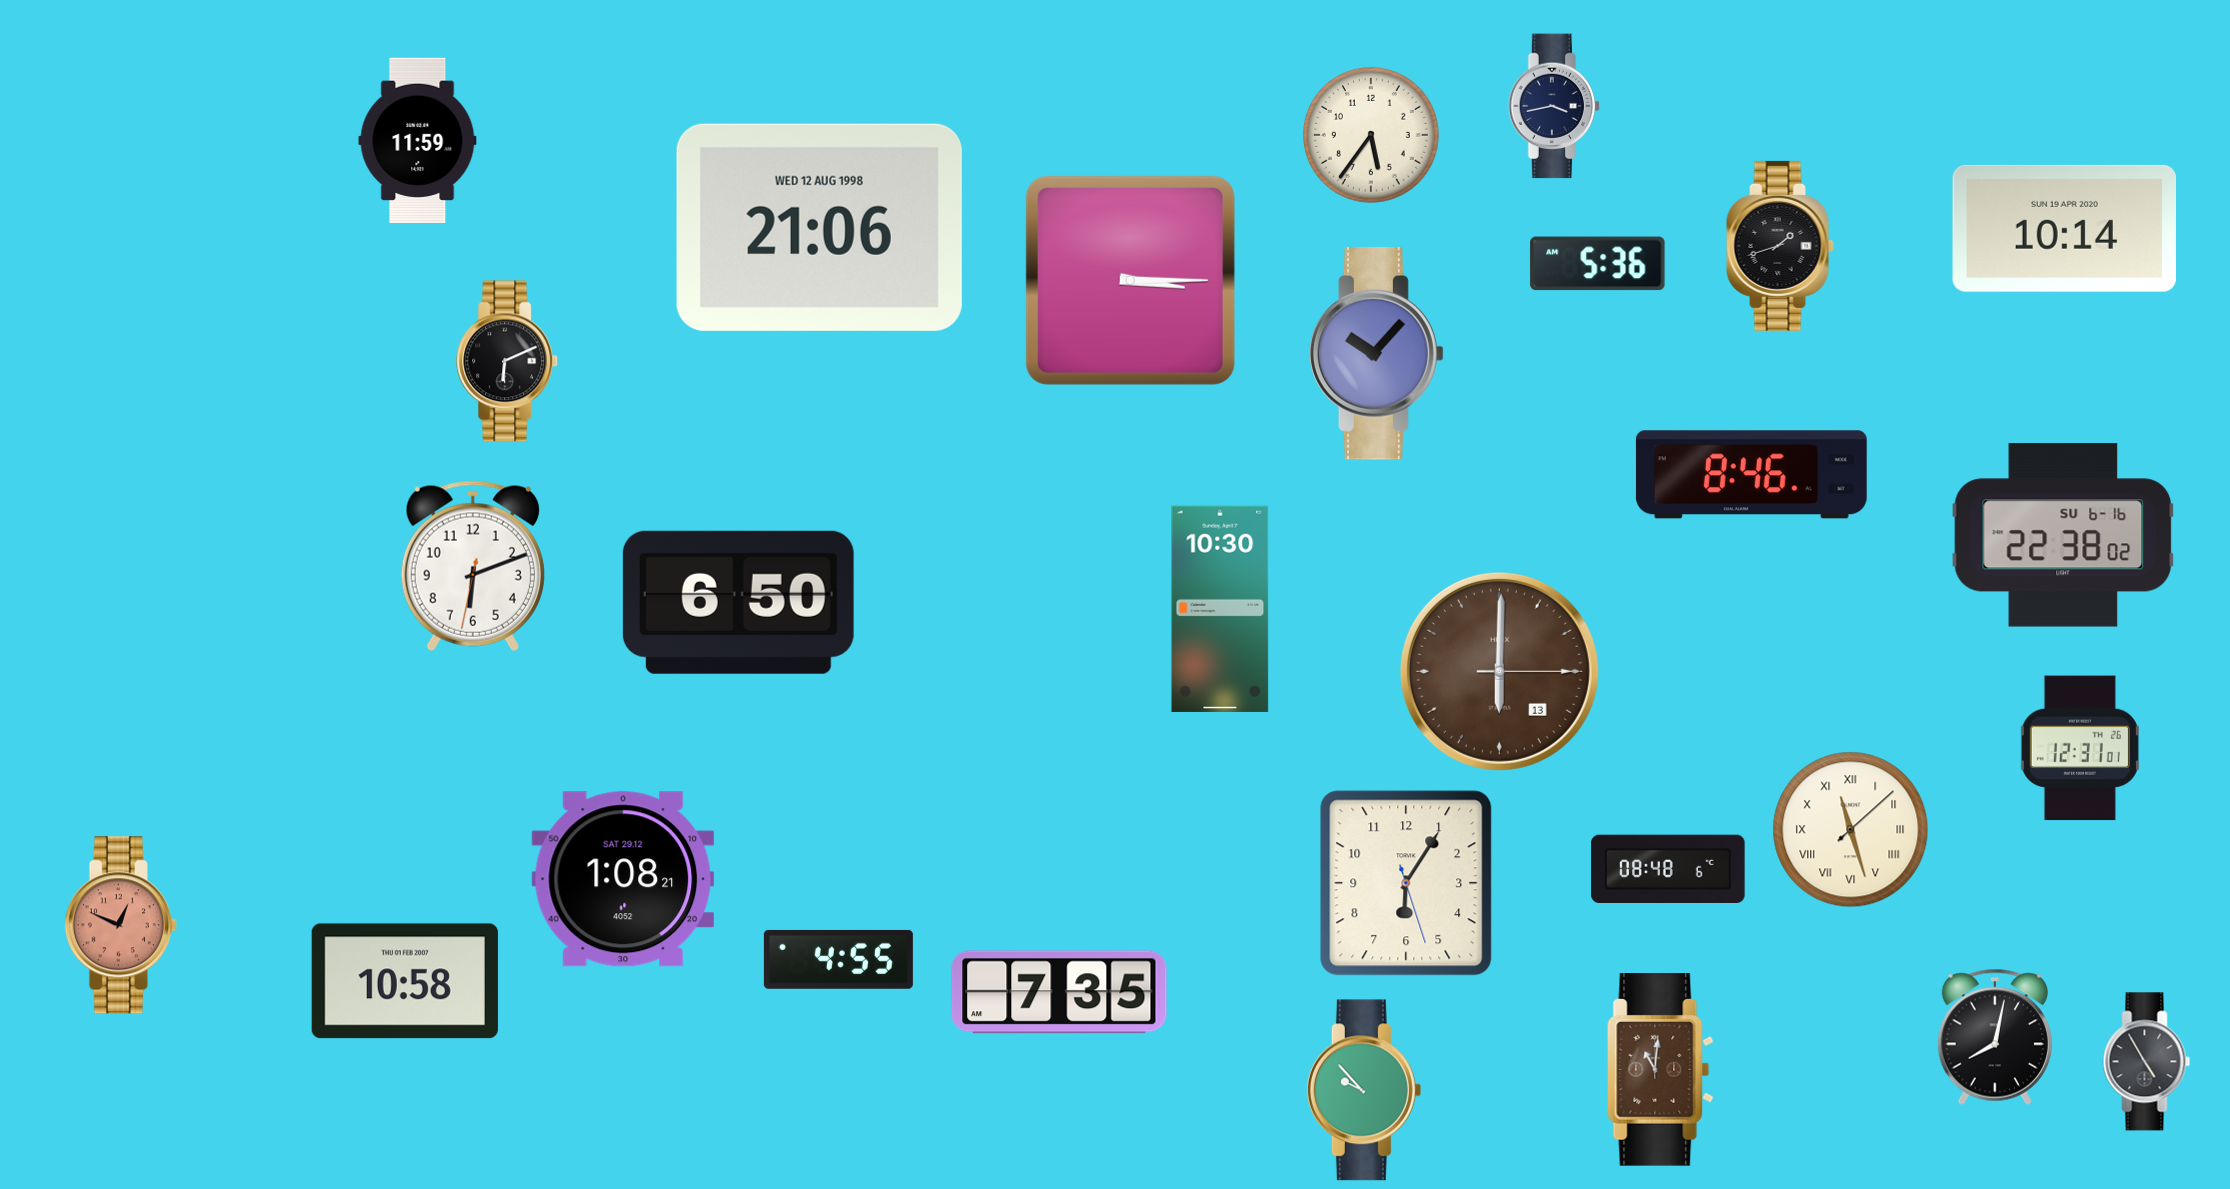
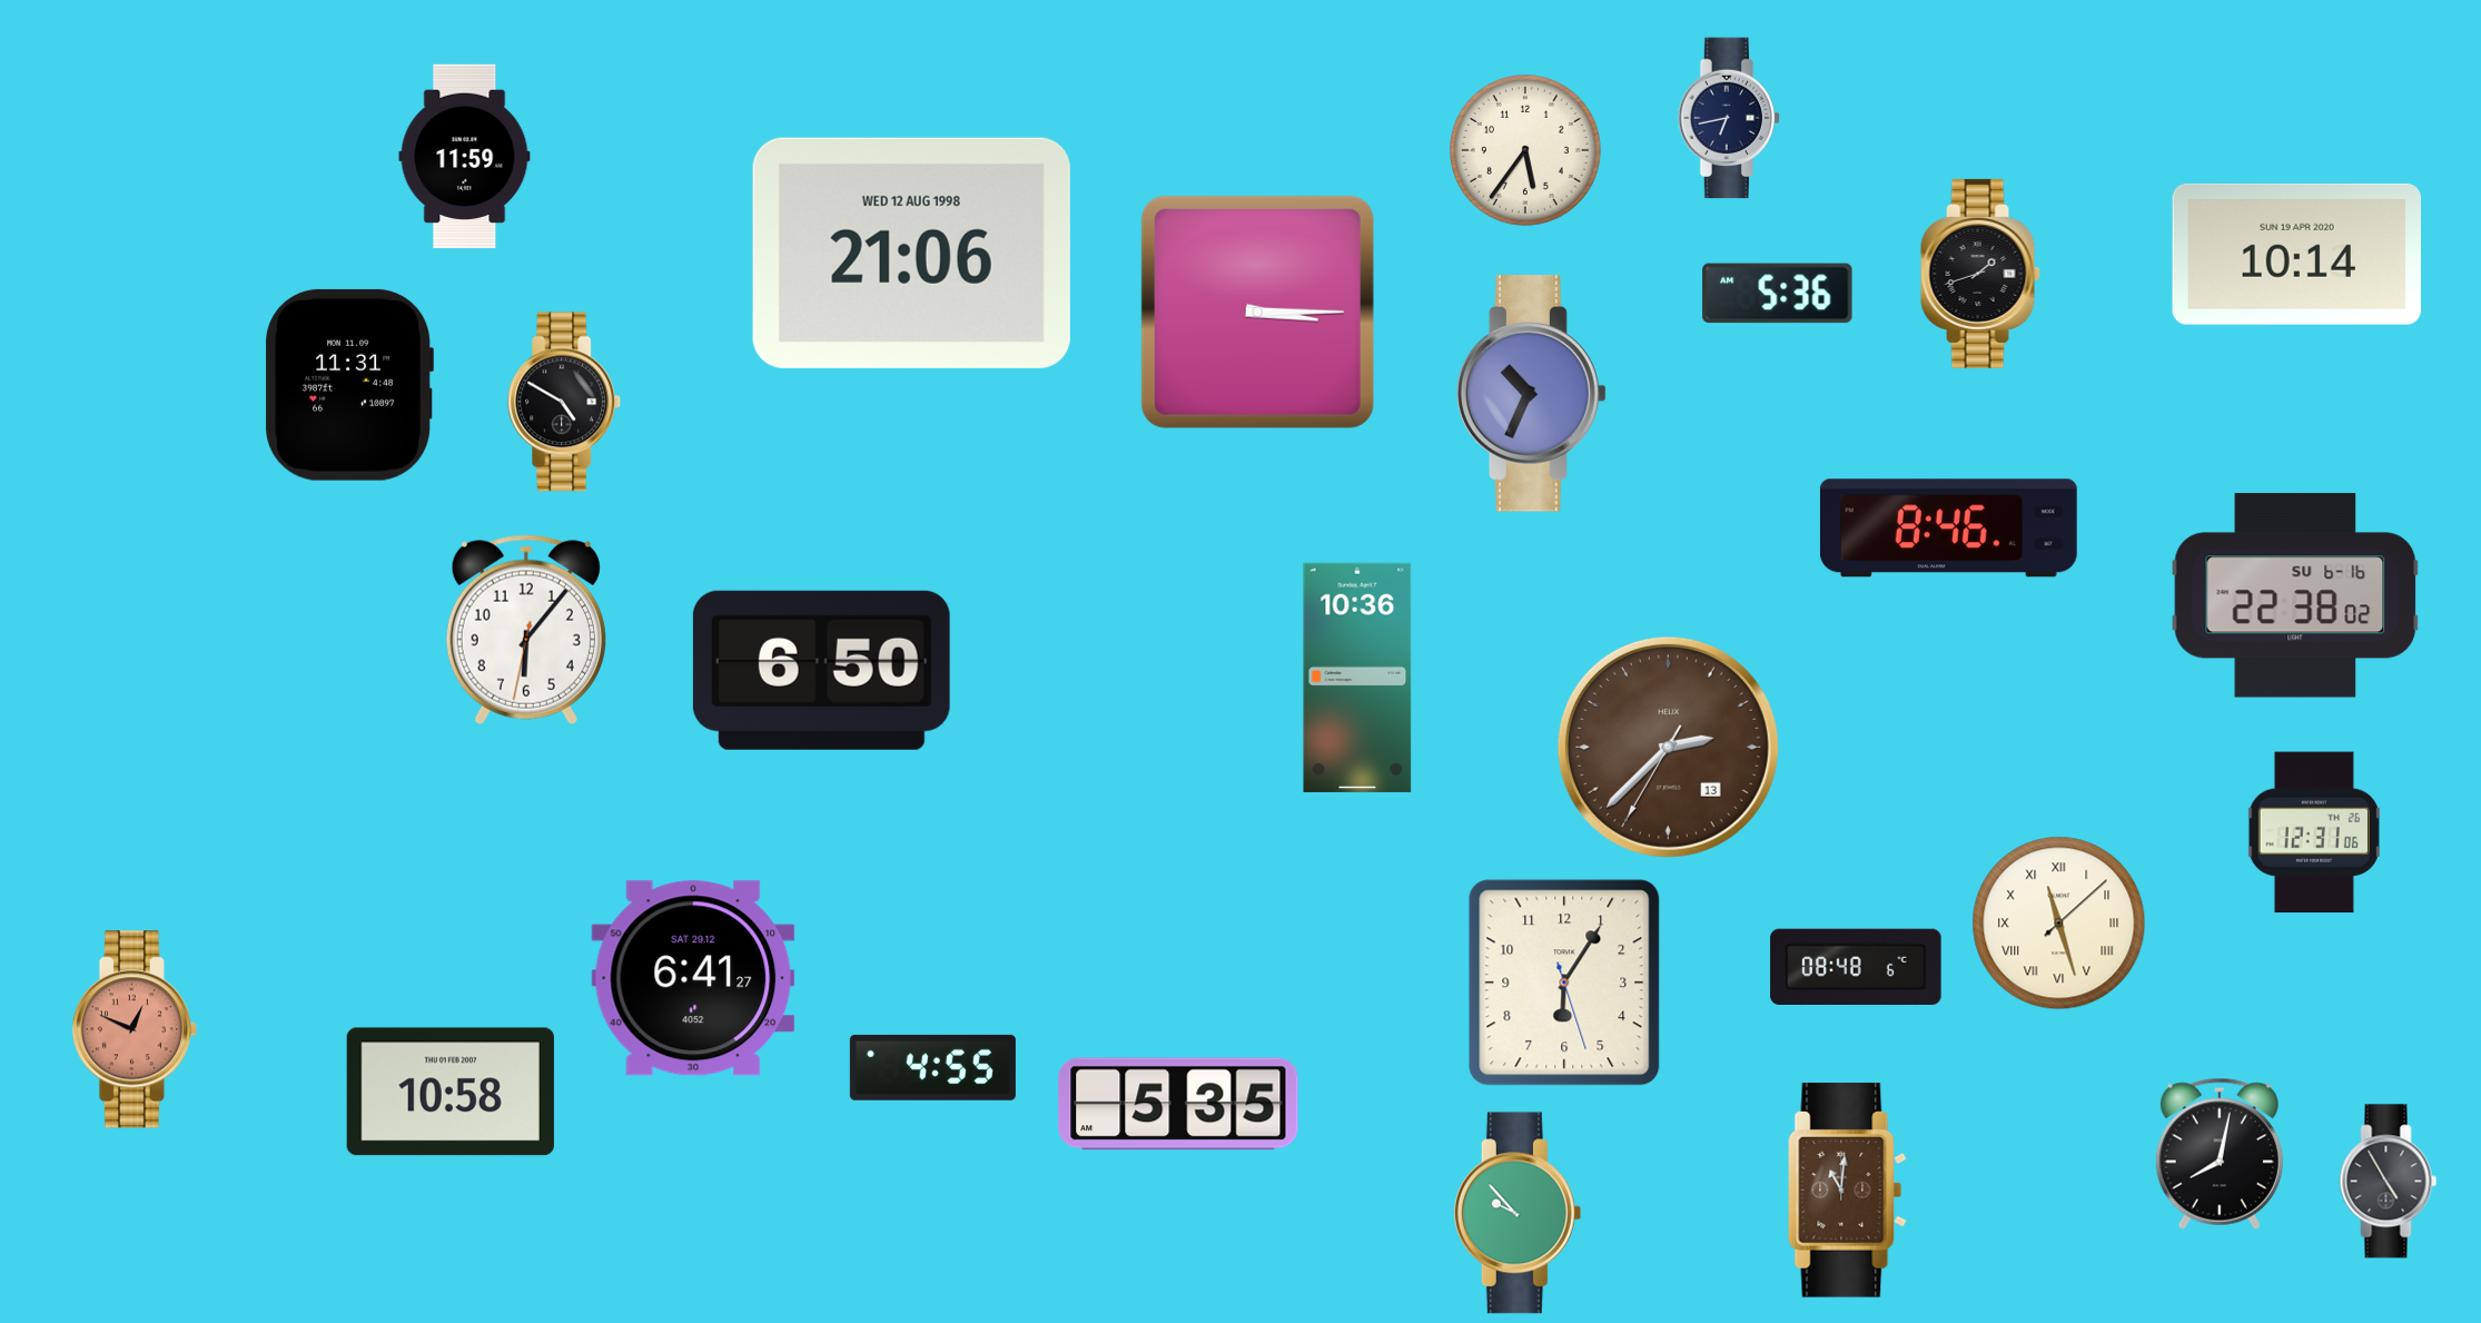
clock at (1554, 106): 3:43 -> 6:43
clock at (349, 385): none -> 11:31
clock at (1377, 354): 10:07 -> 10:34
clock at (508, 361): 6:11 -> 4:50
clock at (473, 566): 6:11 -> 6:06
clock at (1220, 609): 10:30 -> 10:36
clock at (1499, 671): 6:00 -> 2:37
clock at (2080, 748): 12:31:01 -> 12:31:06
clock at (623, 879): 1:08 -> 6:41
clock at (1059, 992): 7:35 -> 5:35
